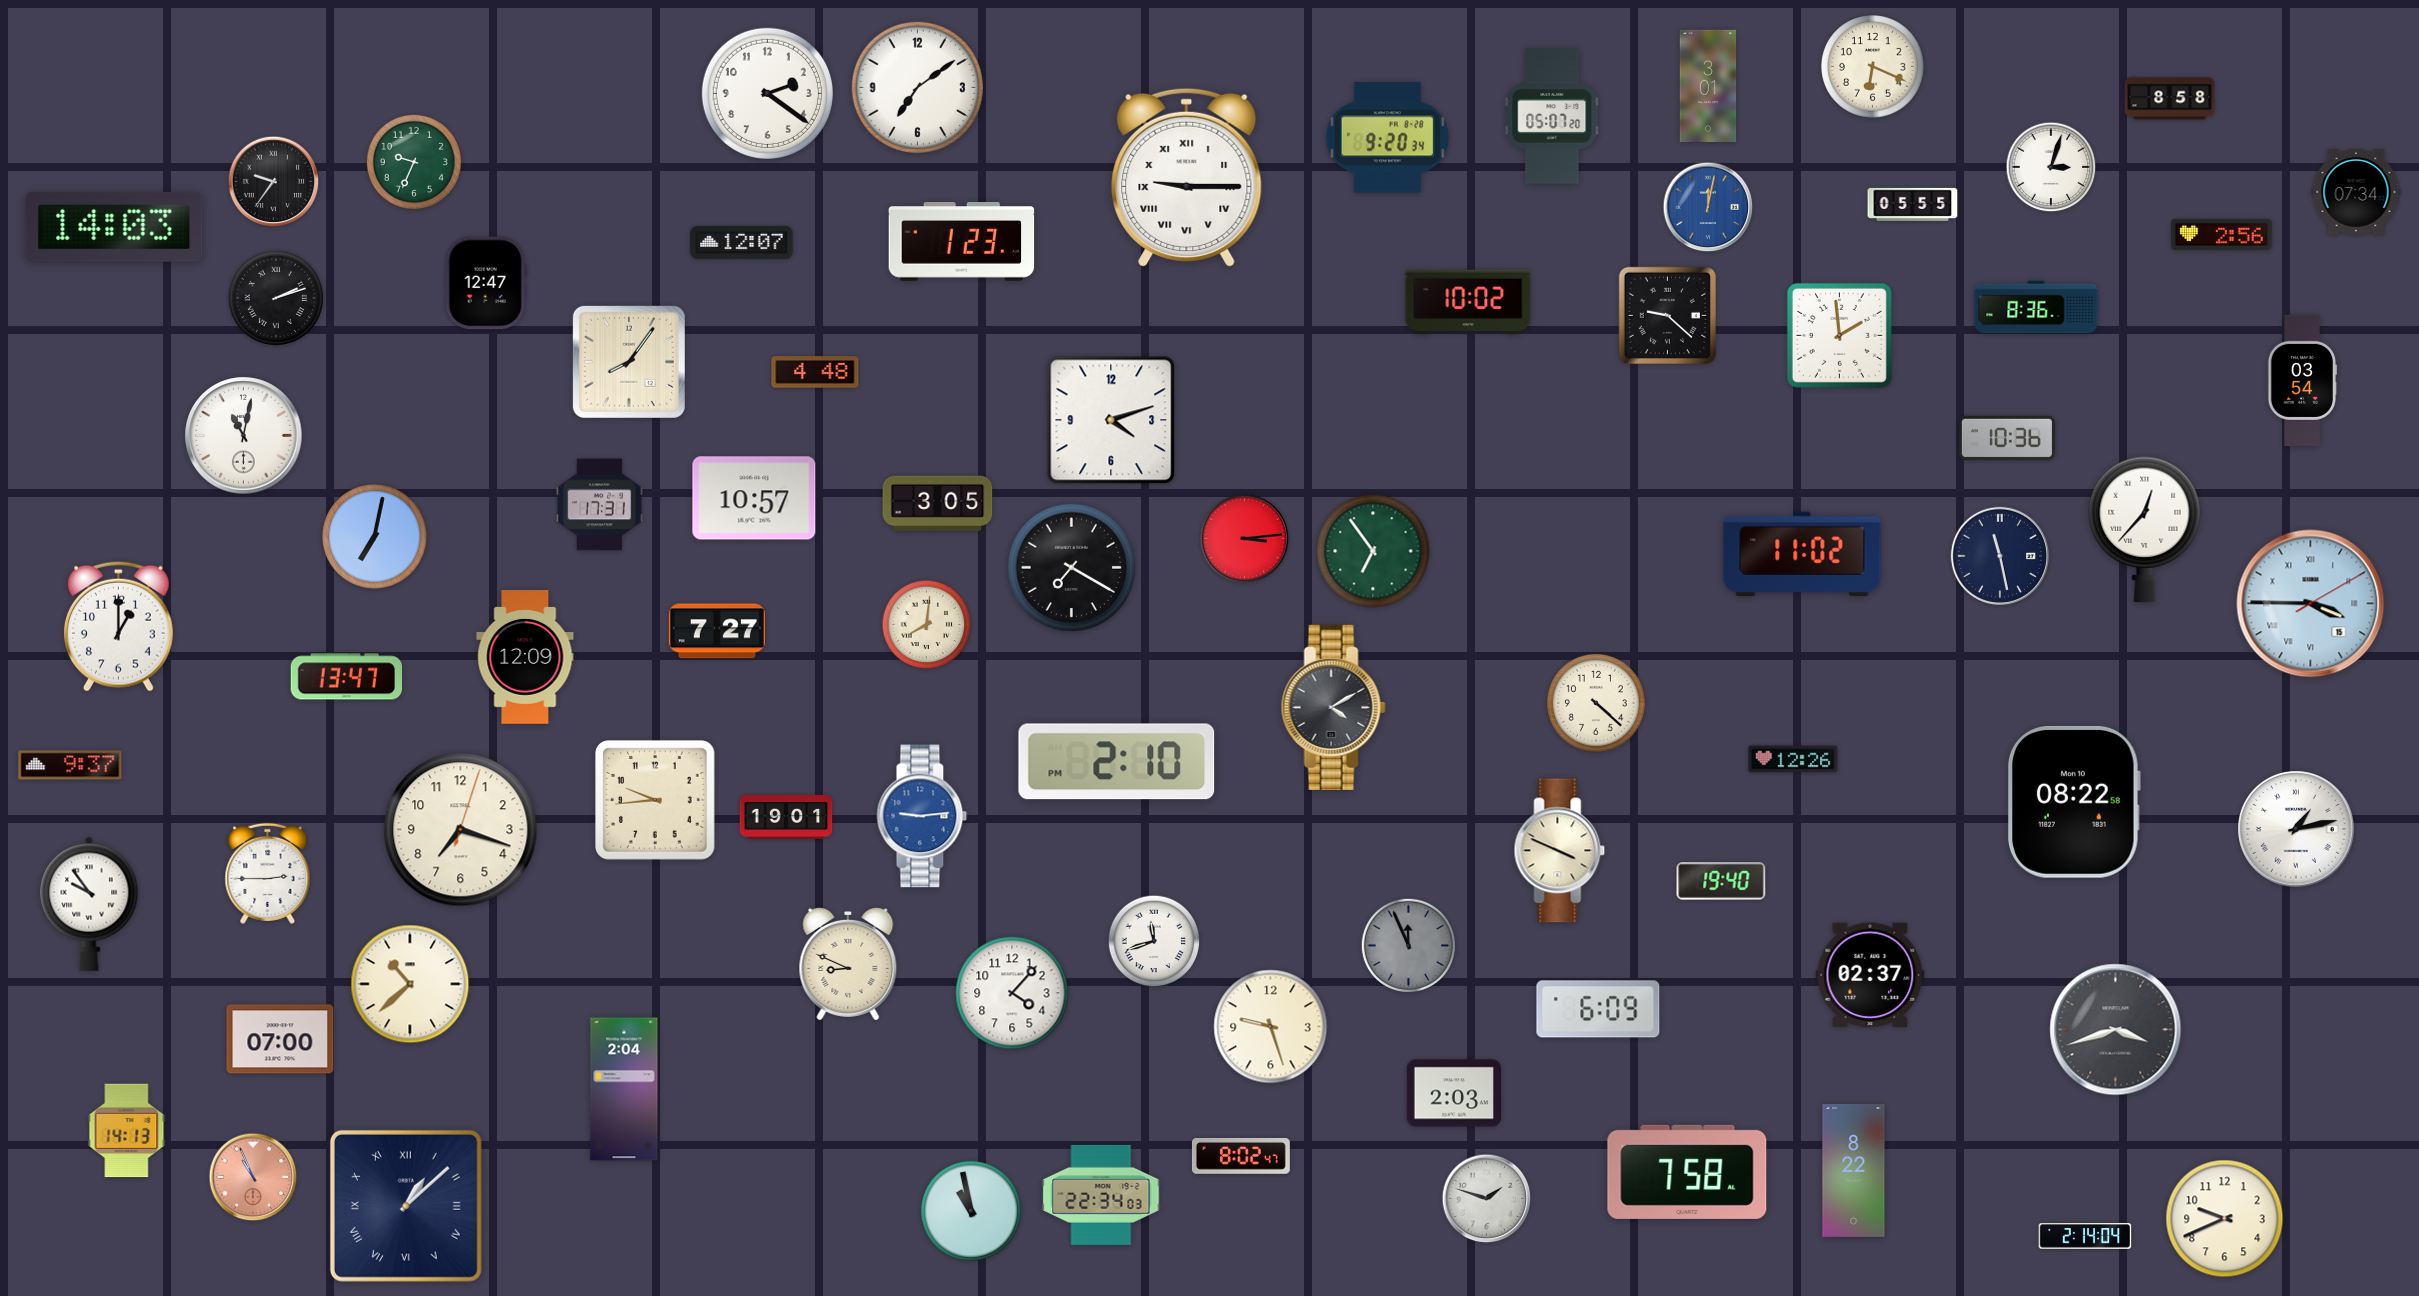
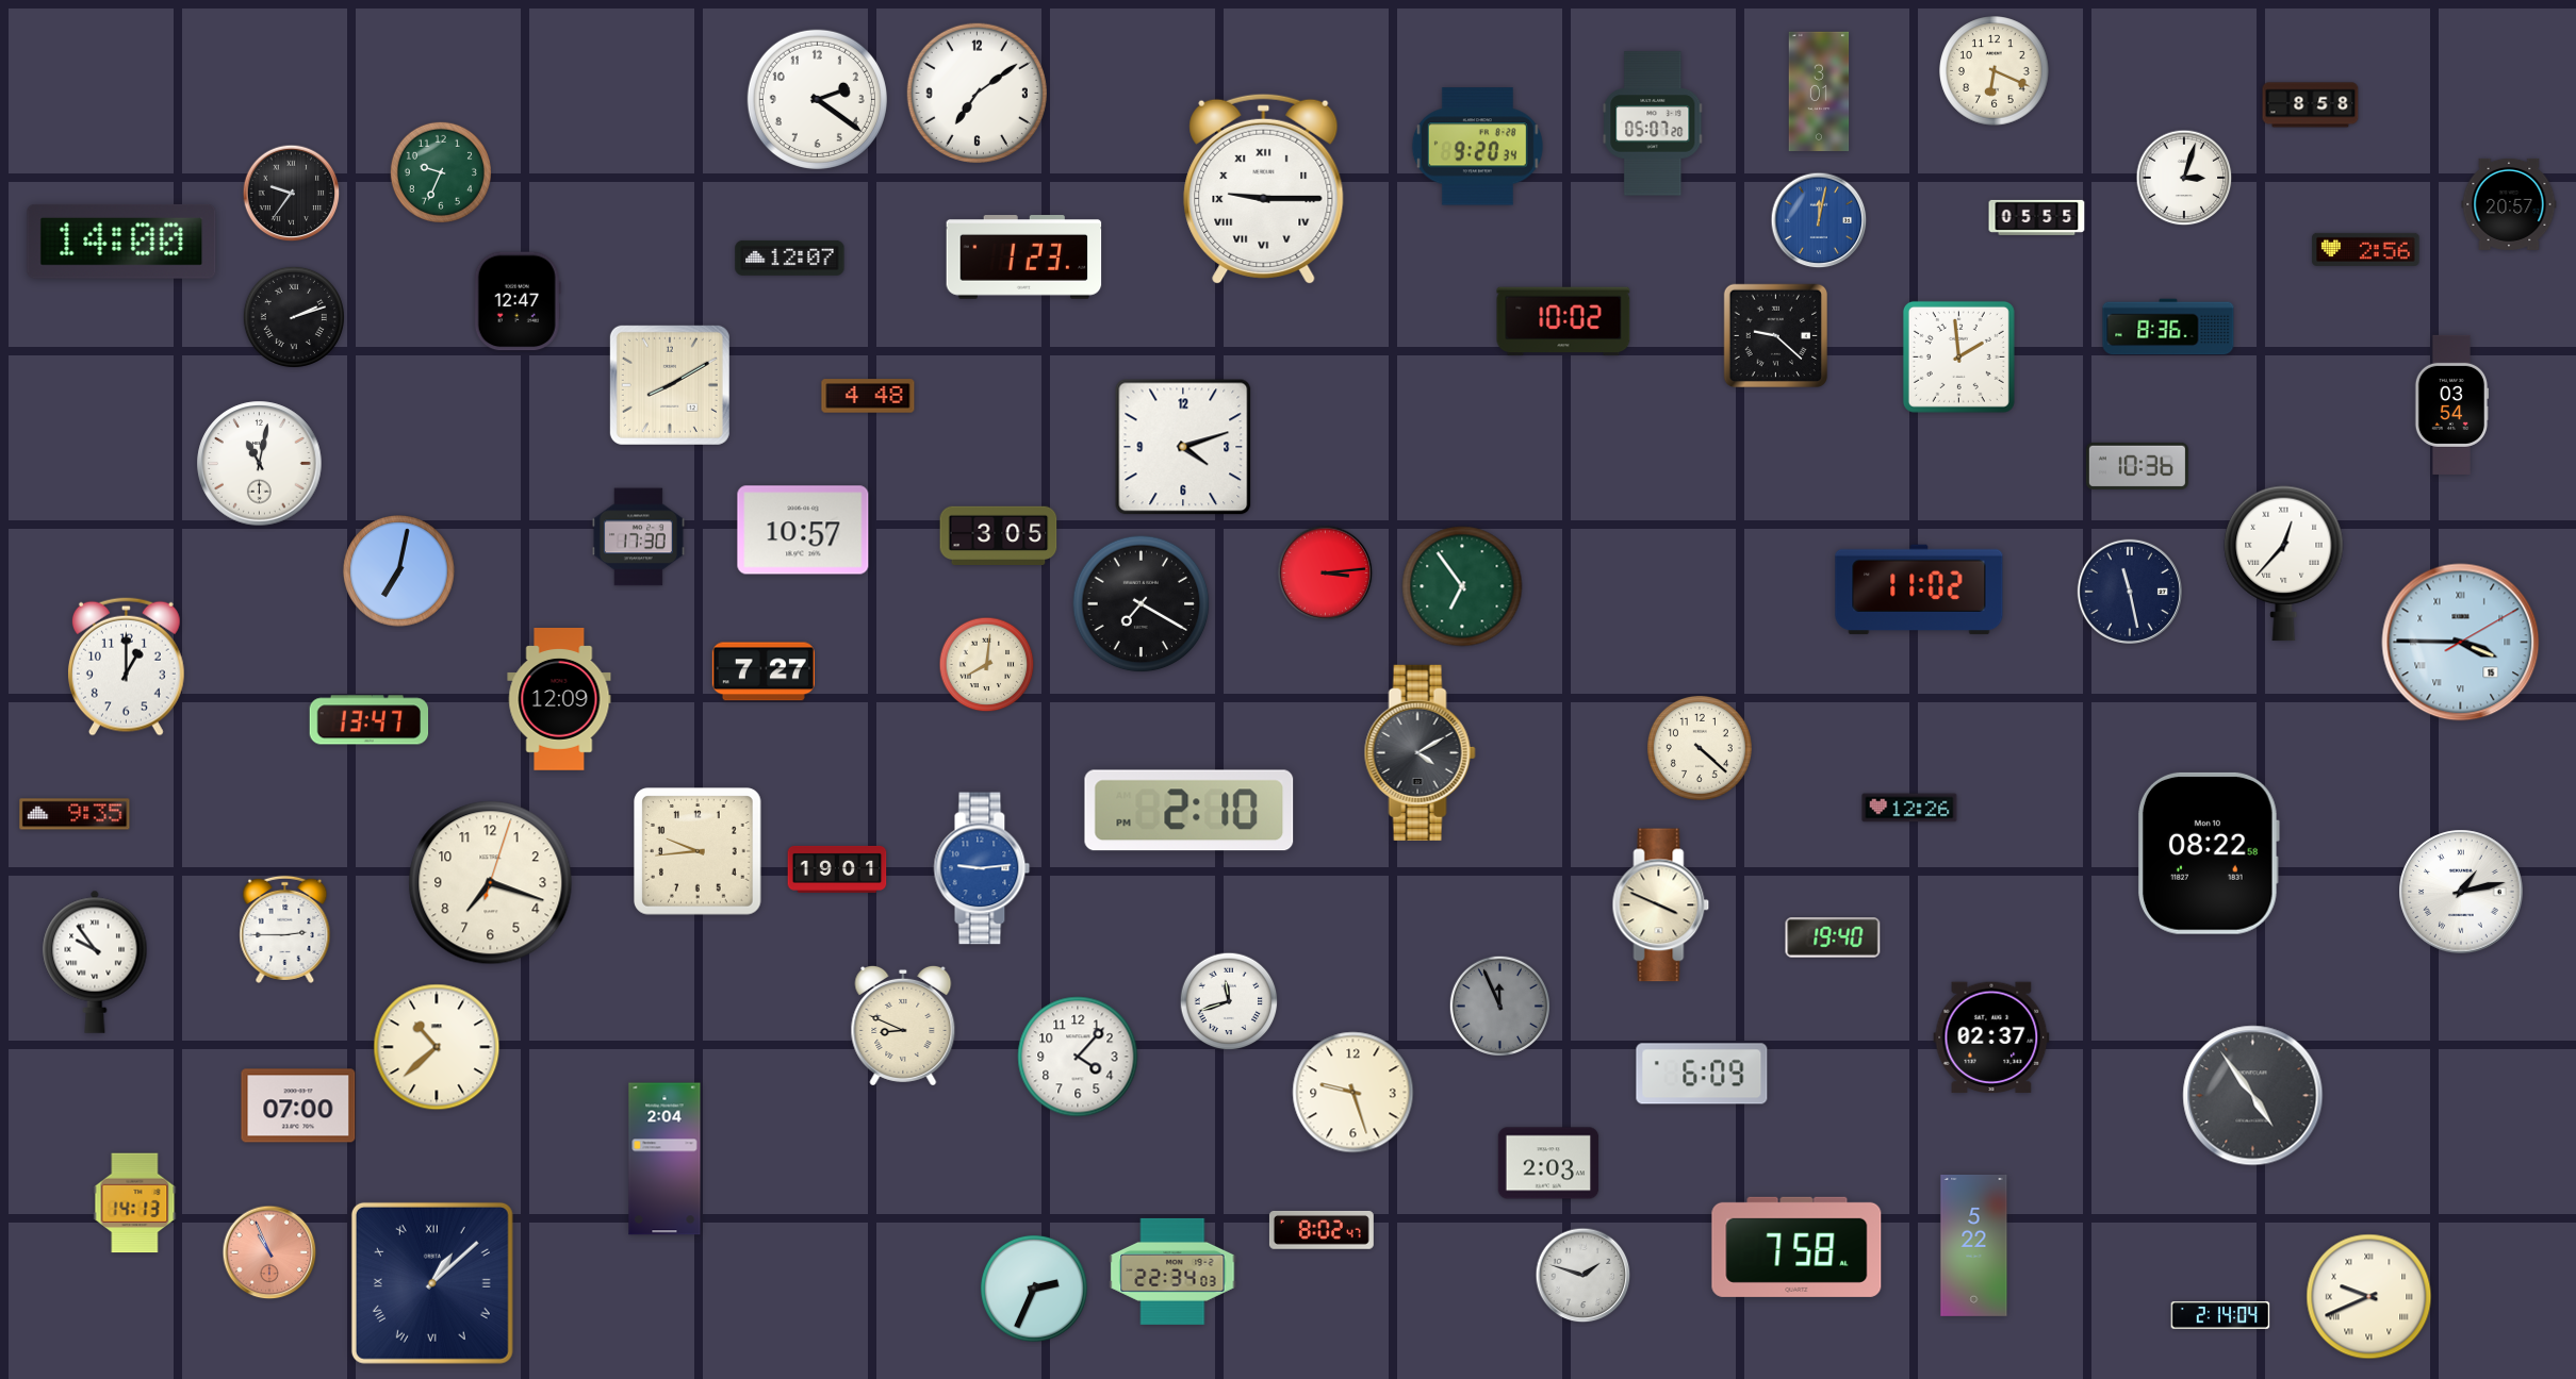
clock at (2356, 192): 07:34 -> 20:57
clock at (114, 227): 14:03 -> 14:00
clock at (629, 362): 8:06 -> 8:10
clock at (599, 505): 17:31 -> 17:30
clock at (70, 765): 9:37 -> 9:35
clock at (2296, 829) position: (2296, 829) -> (2461, 892)
clock at (2116, 1030): 3:42 -> 4:54
clock at (1854, 1170): 8:22 -> 5:22
clock at (971, 1211): 10:58 -> 2:34
clock at (2225, 1219) numerals: Arabic -> Roman
